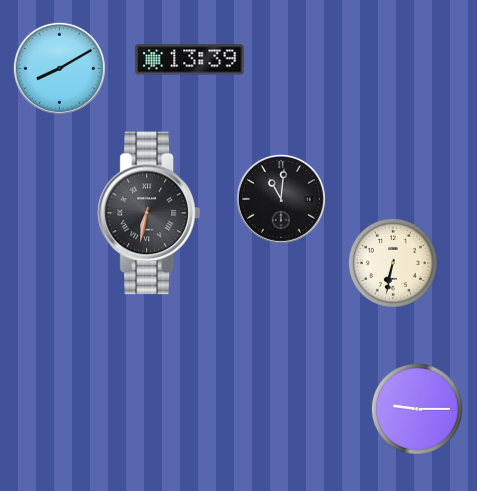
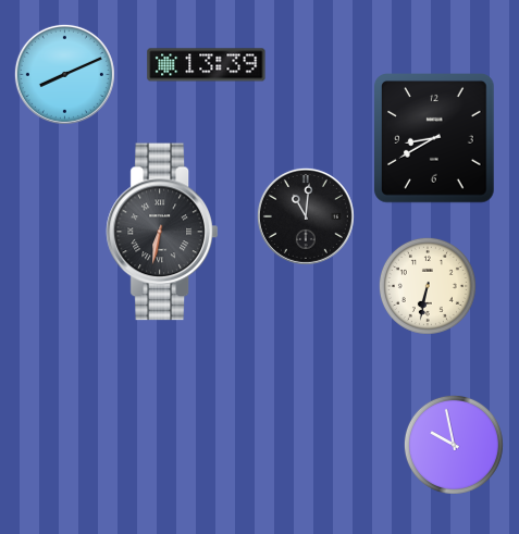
clock at (59, 68): 8:10 -> 8:11
clock at (435, 138): none -> 8:40
clock at (417, 409): 9:15 -> 9:58
